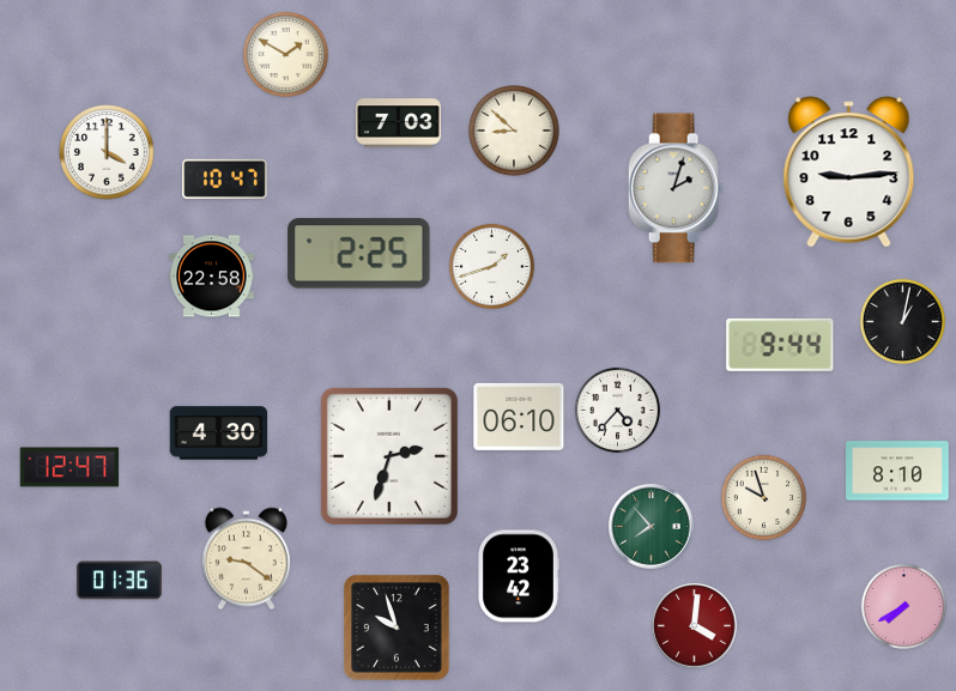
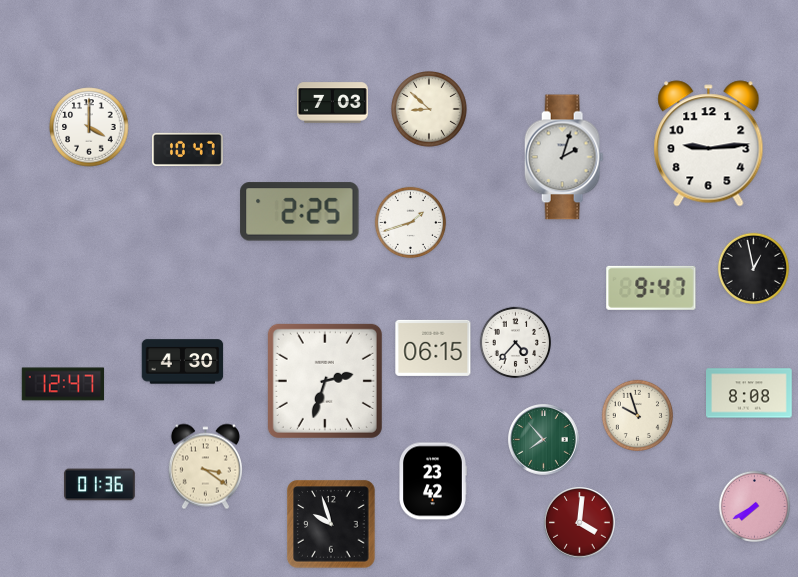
clock at (285, 54): 1:50 -> none
clock at (212, 277): 22:58 -> none
clock at (902, 321): 1:02 -> 12:58
clock at (780, 345): 9:44 -> 9:47
clock at (519, 417): 06:10 -> 06:15
clock at (69, 467) position: (69, 467) -> (63, 384)
clock at (897, 471): 8:10 -> 8:08
clock at (246, 559): 9:21 -> 3:21
